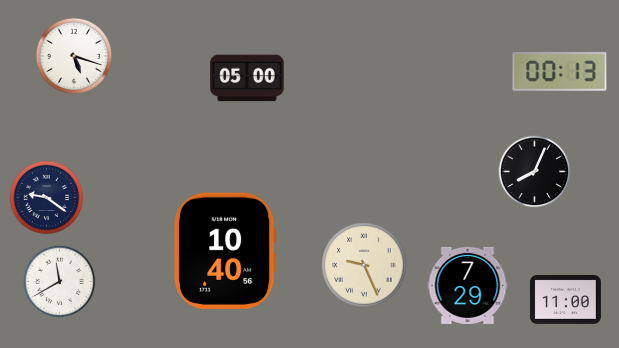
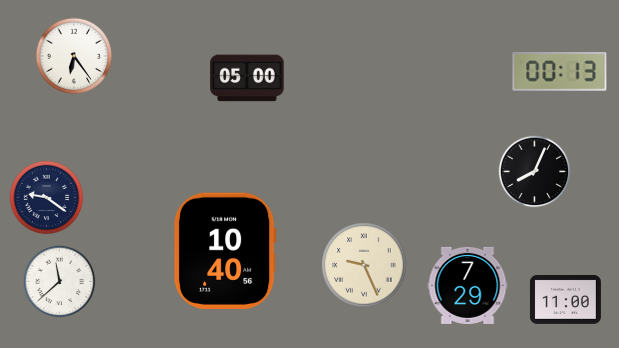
clock at (74, 56): 5:18 -> 6:24
clock at (60, 282): 11:40 -> 11:38
